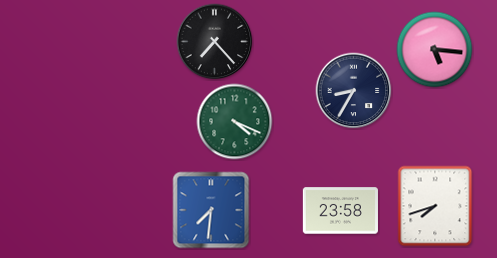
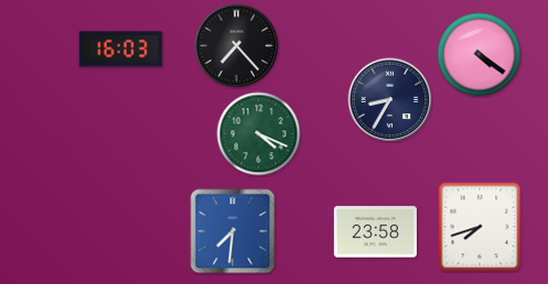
clock at (120, 50): none -> 16:03
clock at (435, 50): 5:16 -> 4:21
